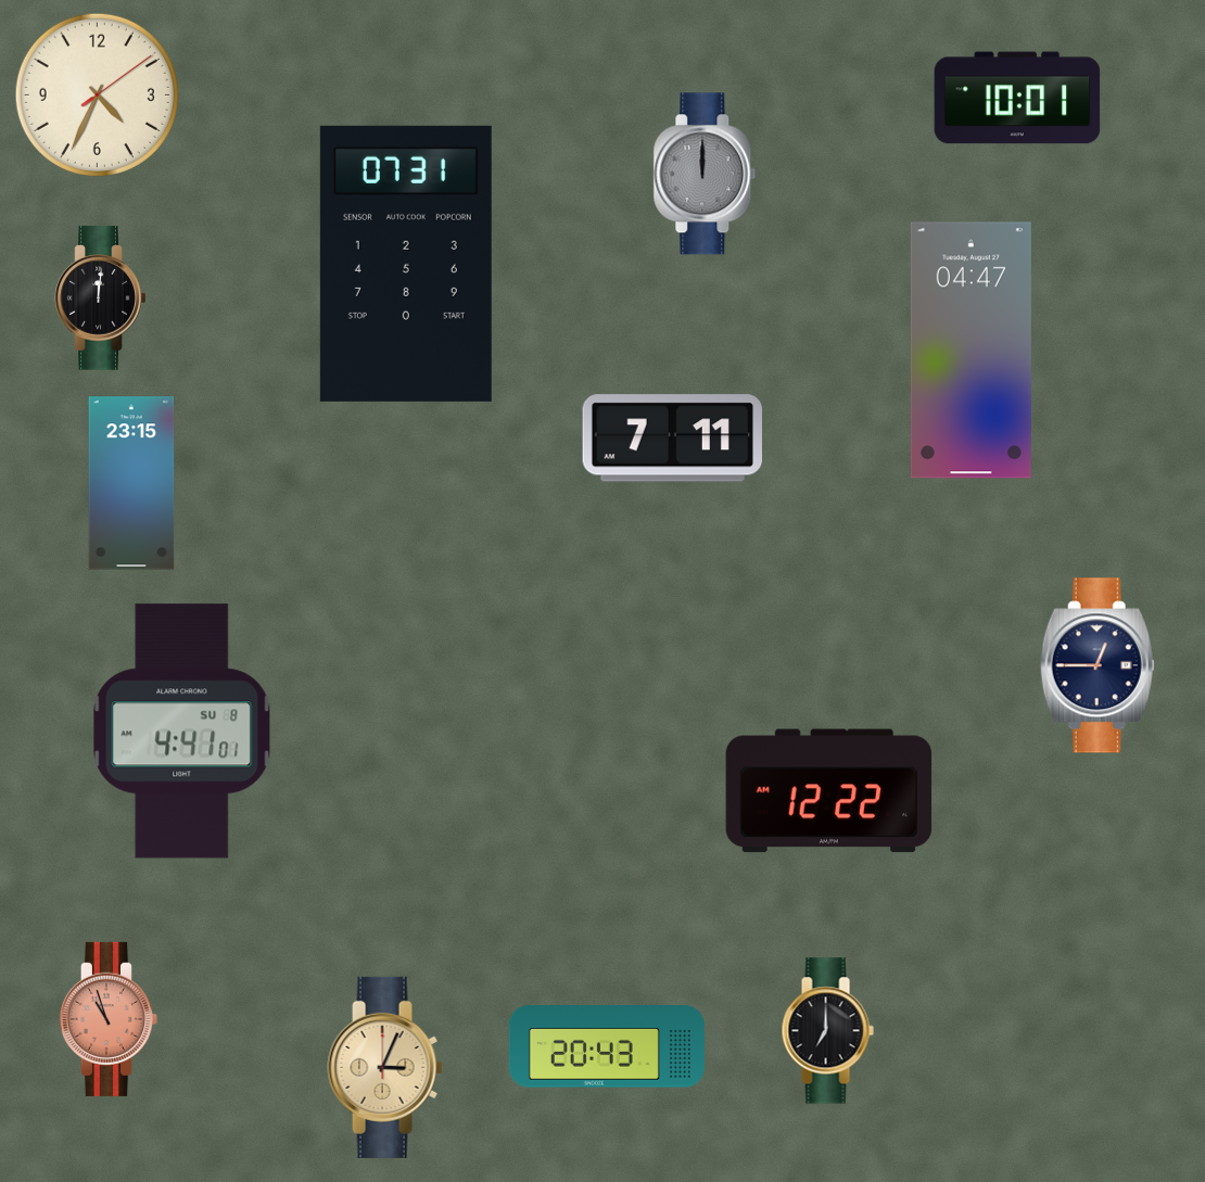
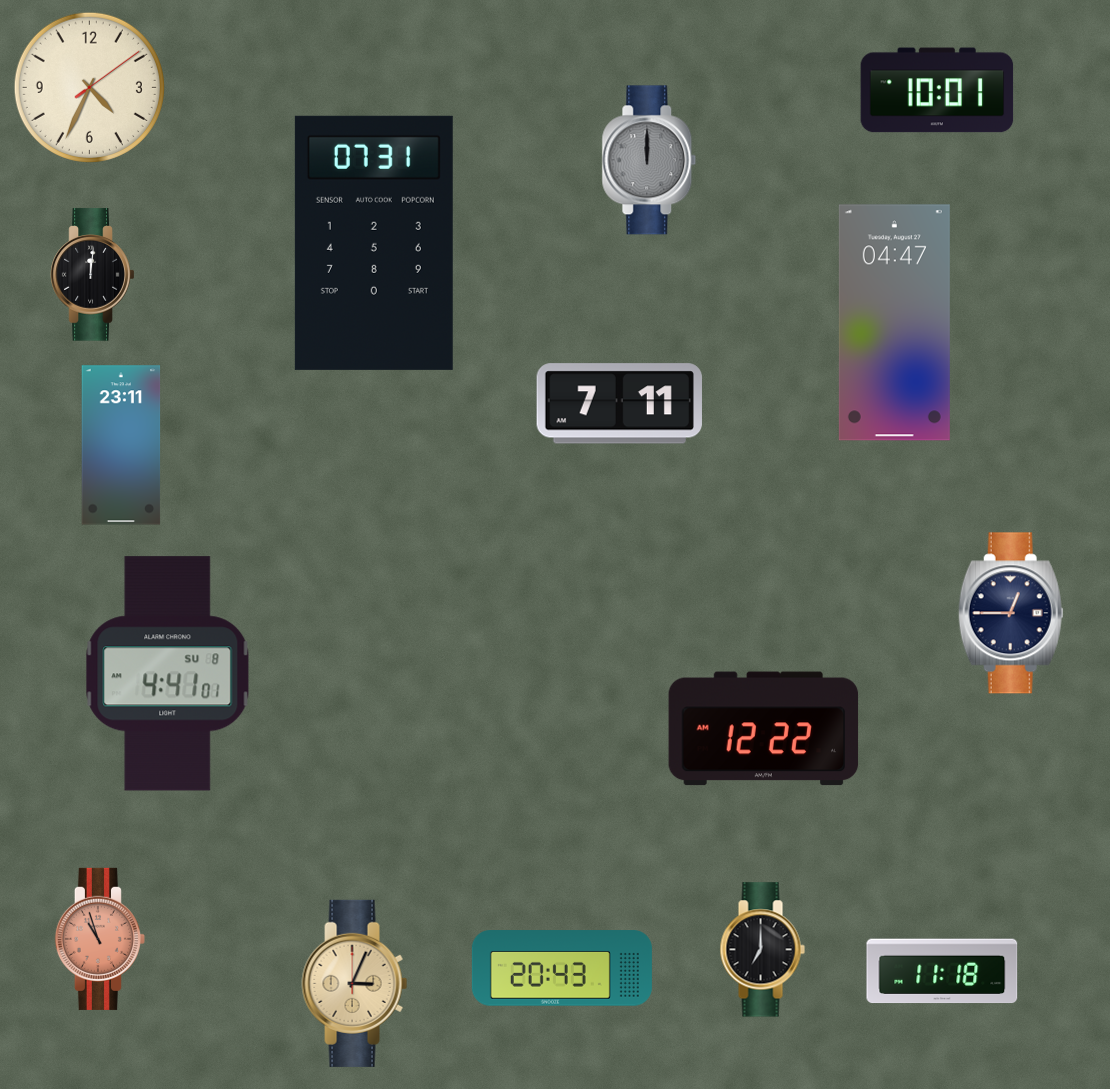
clock at (131, 483): 23:15 -> 23:11
clock at (607, 1046) position: (607, 1046) -> (562, 968)
clock at (942, 971): none -> 11:18
